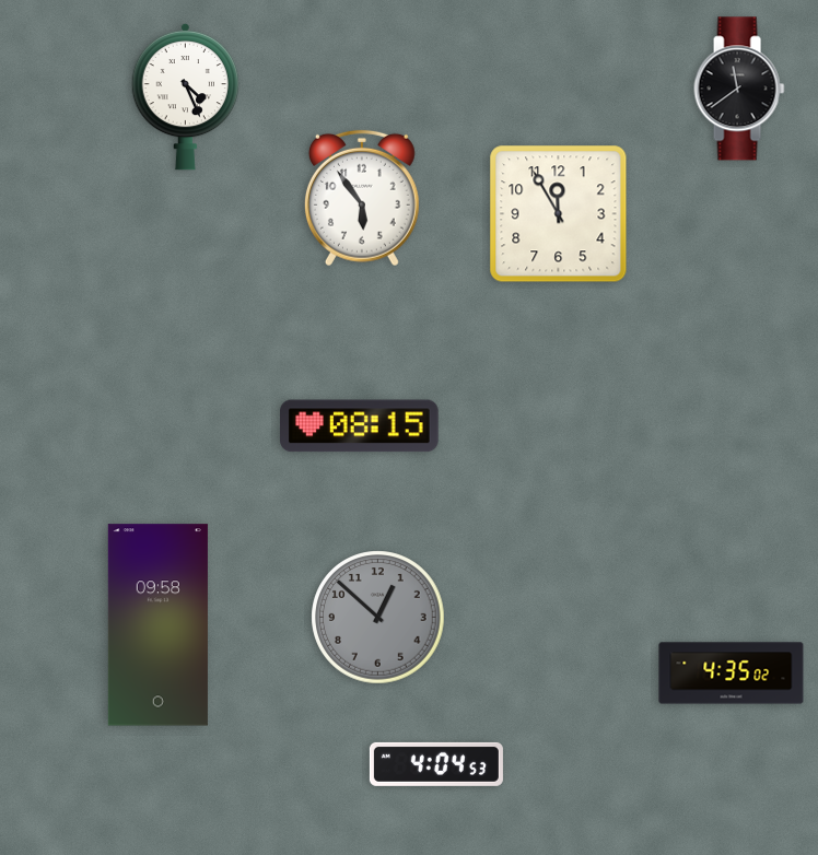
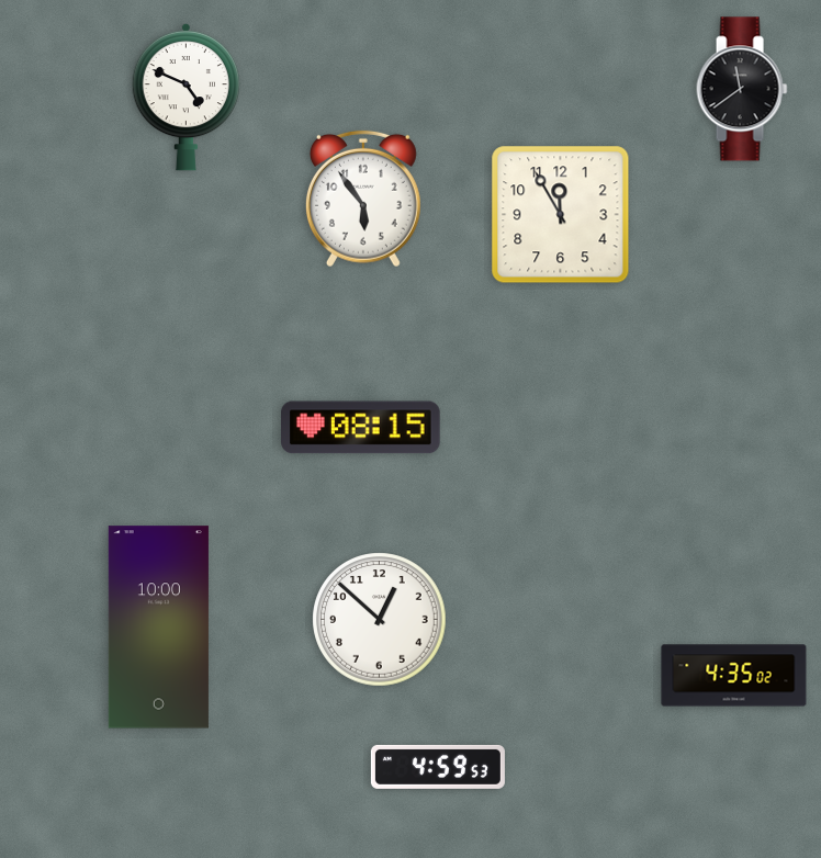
clock at (185, 96): 4:26 -> 4:49
clock at (378, 618) dial: grey -> white
clock at (157, 625): 09:58 -> 10:00
clock at (436, 764): 4:04 -> 4:59
